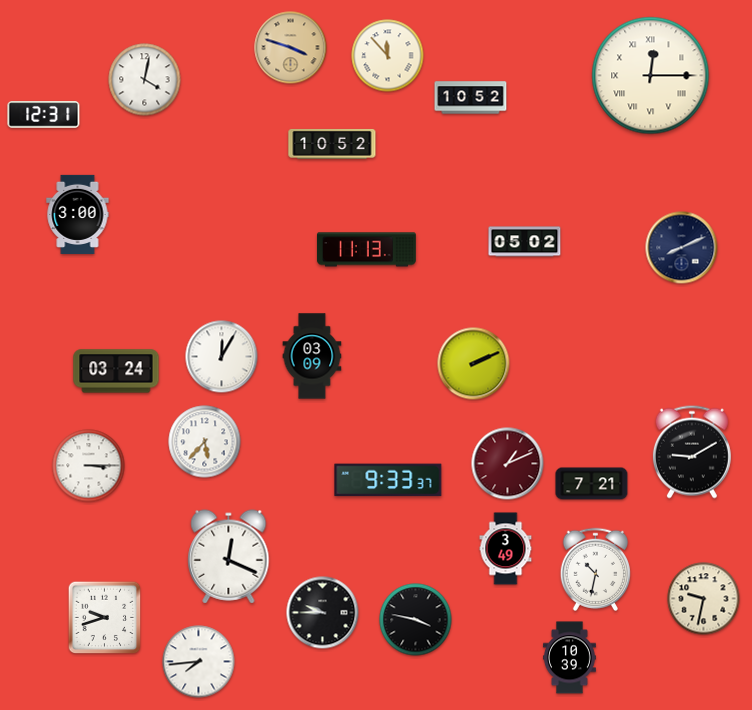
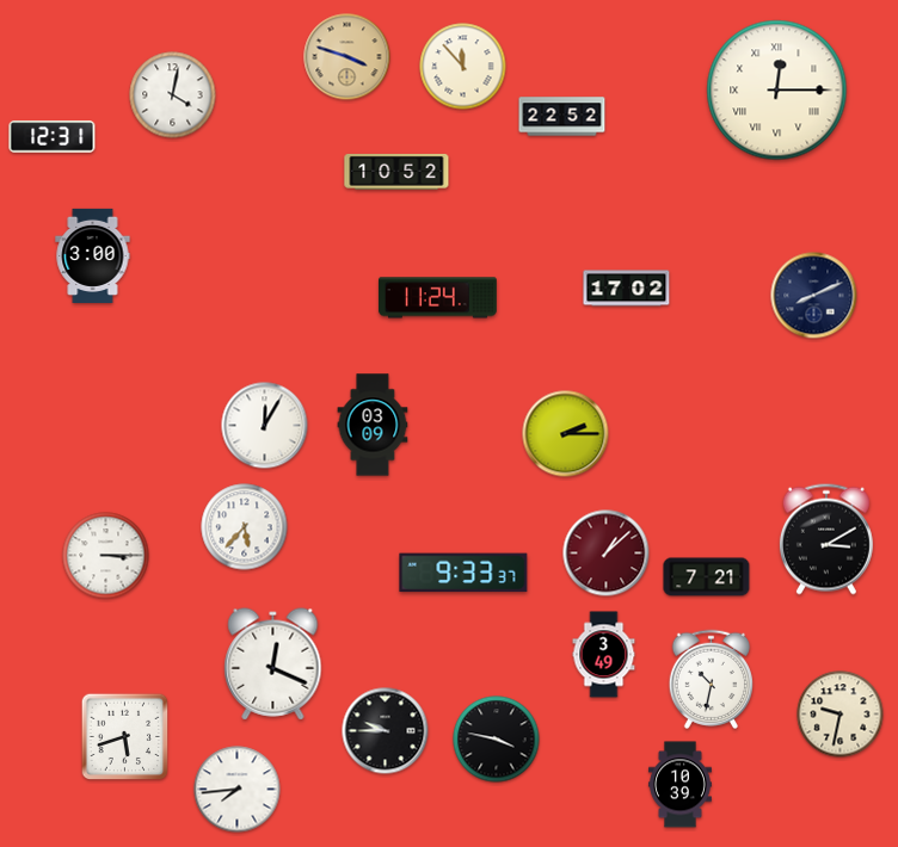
clock at (471, 98): 10:52 -> 22:52
clock at (525, 242): 05:02 -> 17:02
clock at (366, 250): 11:13 -> 11:24
clock at (474, 364): 2:11 -> 2:15
clock at (116, 371): 03:24 -> none
clock at (692, 452): 9:10 -> 3:10
clock at (508, 464): 1:11 -> 1:08
clock at (105, 618): 9:42 -> 5:42
